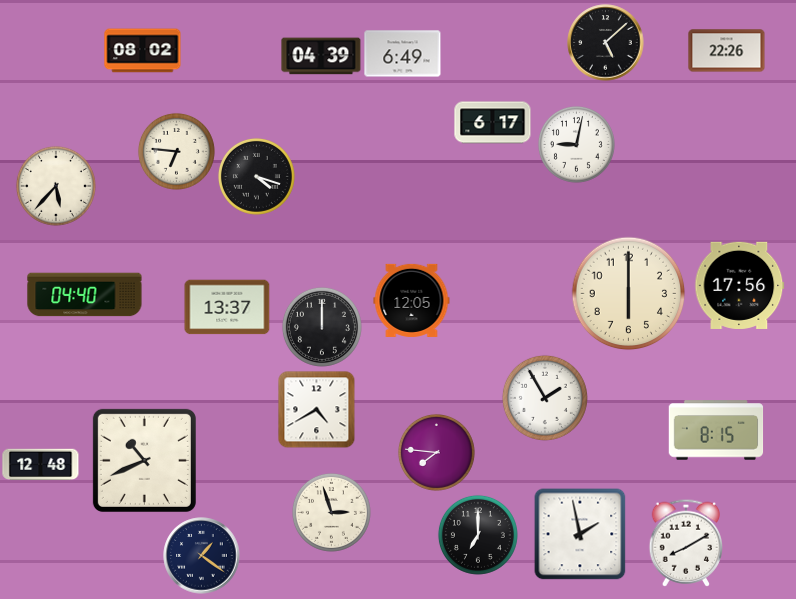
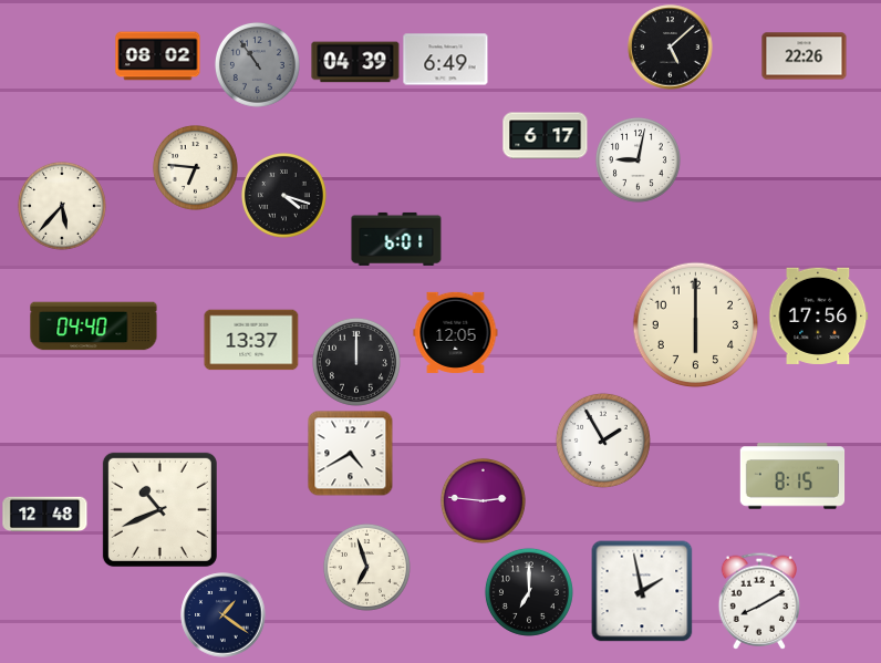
clock at (257, 64): none -> 10:54
clock at (396, 239): none -> 6:01
clock at (436, 452): 7:46 -> 2:46
clock at (331, 512): 2:57 -> 6:57
